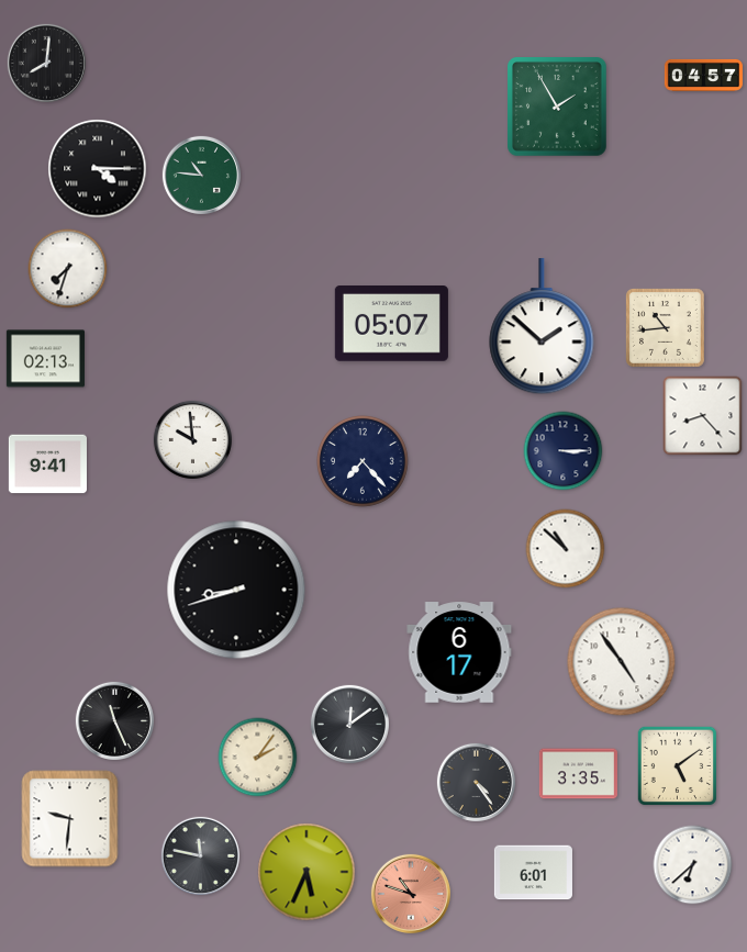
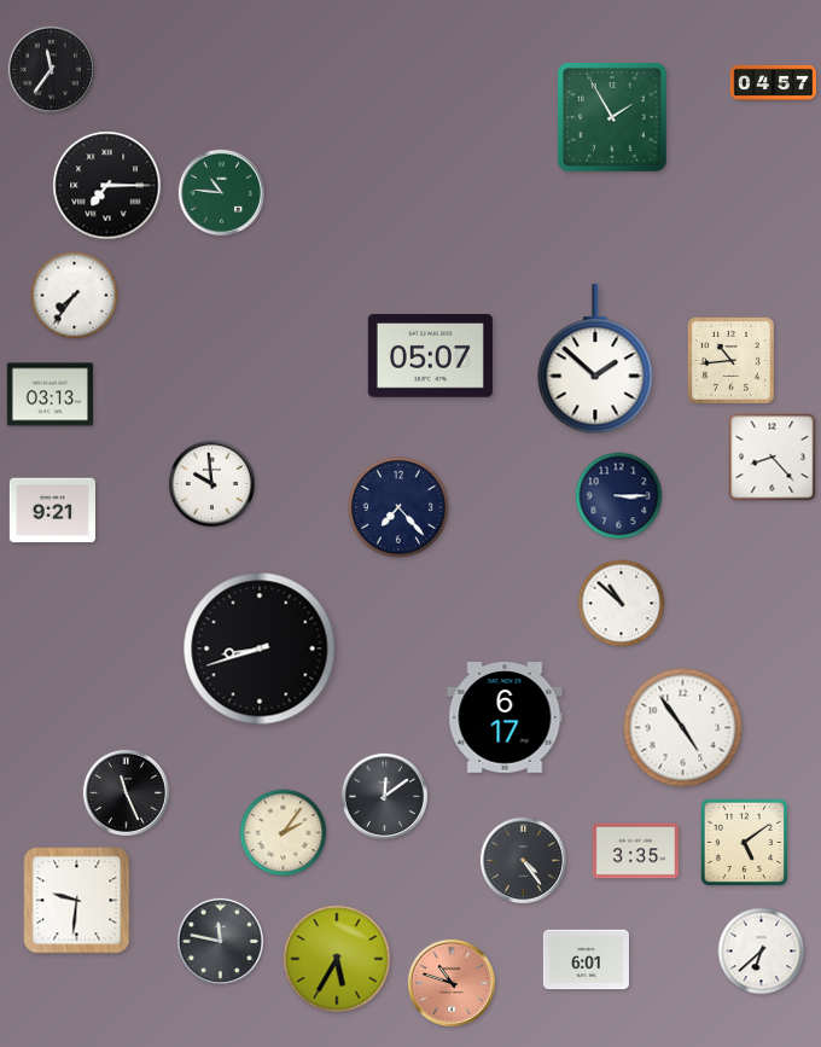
clock at (46, 63): 8:01 -> 11:36
clock at (98, 169): 4:15 -> 7:15
clock at (68, 269): 7:33 -> 7:36
clock at (45, 359): 02:13 -> 03:13
clock at (47, 464): 9:41 -> 9:21
clock at (306, 872): 5:34 -> 5:35
